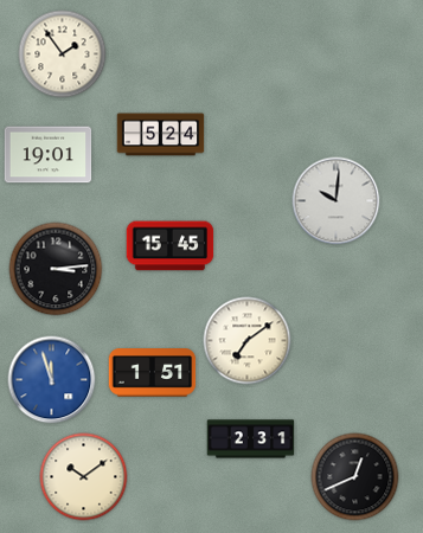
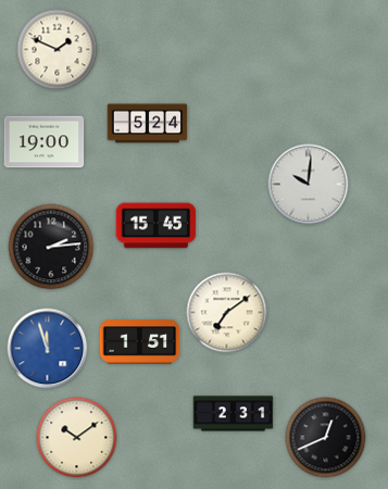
clock at (63, 54): 1:54 -> 1:49
clock at (49, 155): 19:01 -> 19:00
clock at (56, 269): 3:14 -> 2:14
clock at (251, 439) position: (251, 439) -> (234, 414)
